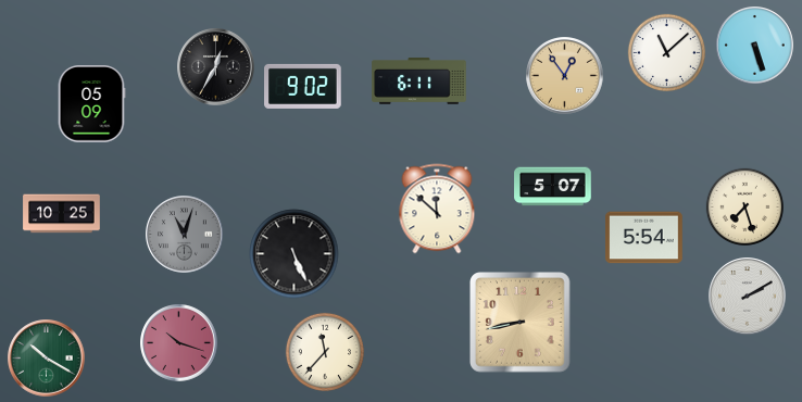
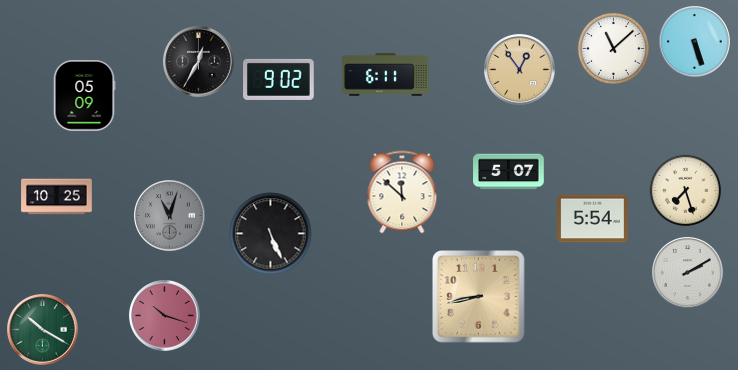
clock at (325, 352): 11:37 -> none
